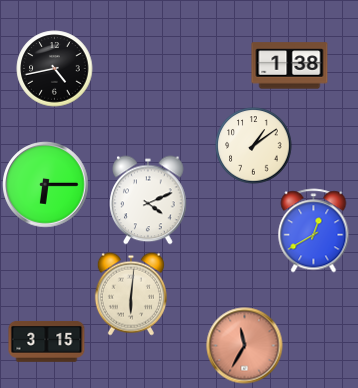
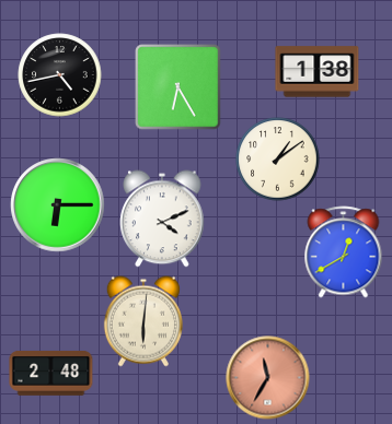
clock at (178, 87): none -> 6:25
clock at (46, 185) position: (46, 185) -> (58, 205)
clock at (47, 342): 3:15 -> 2:48
